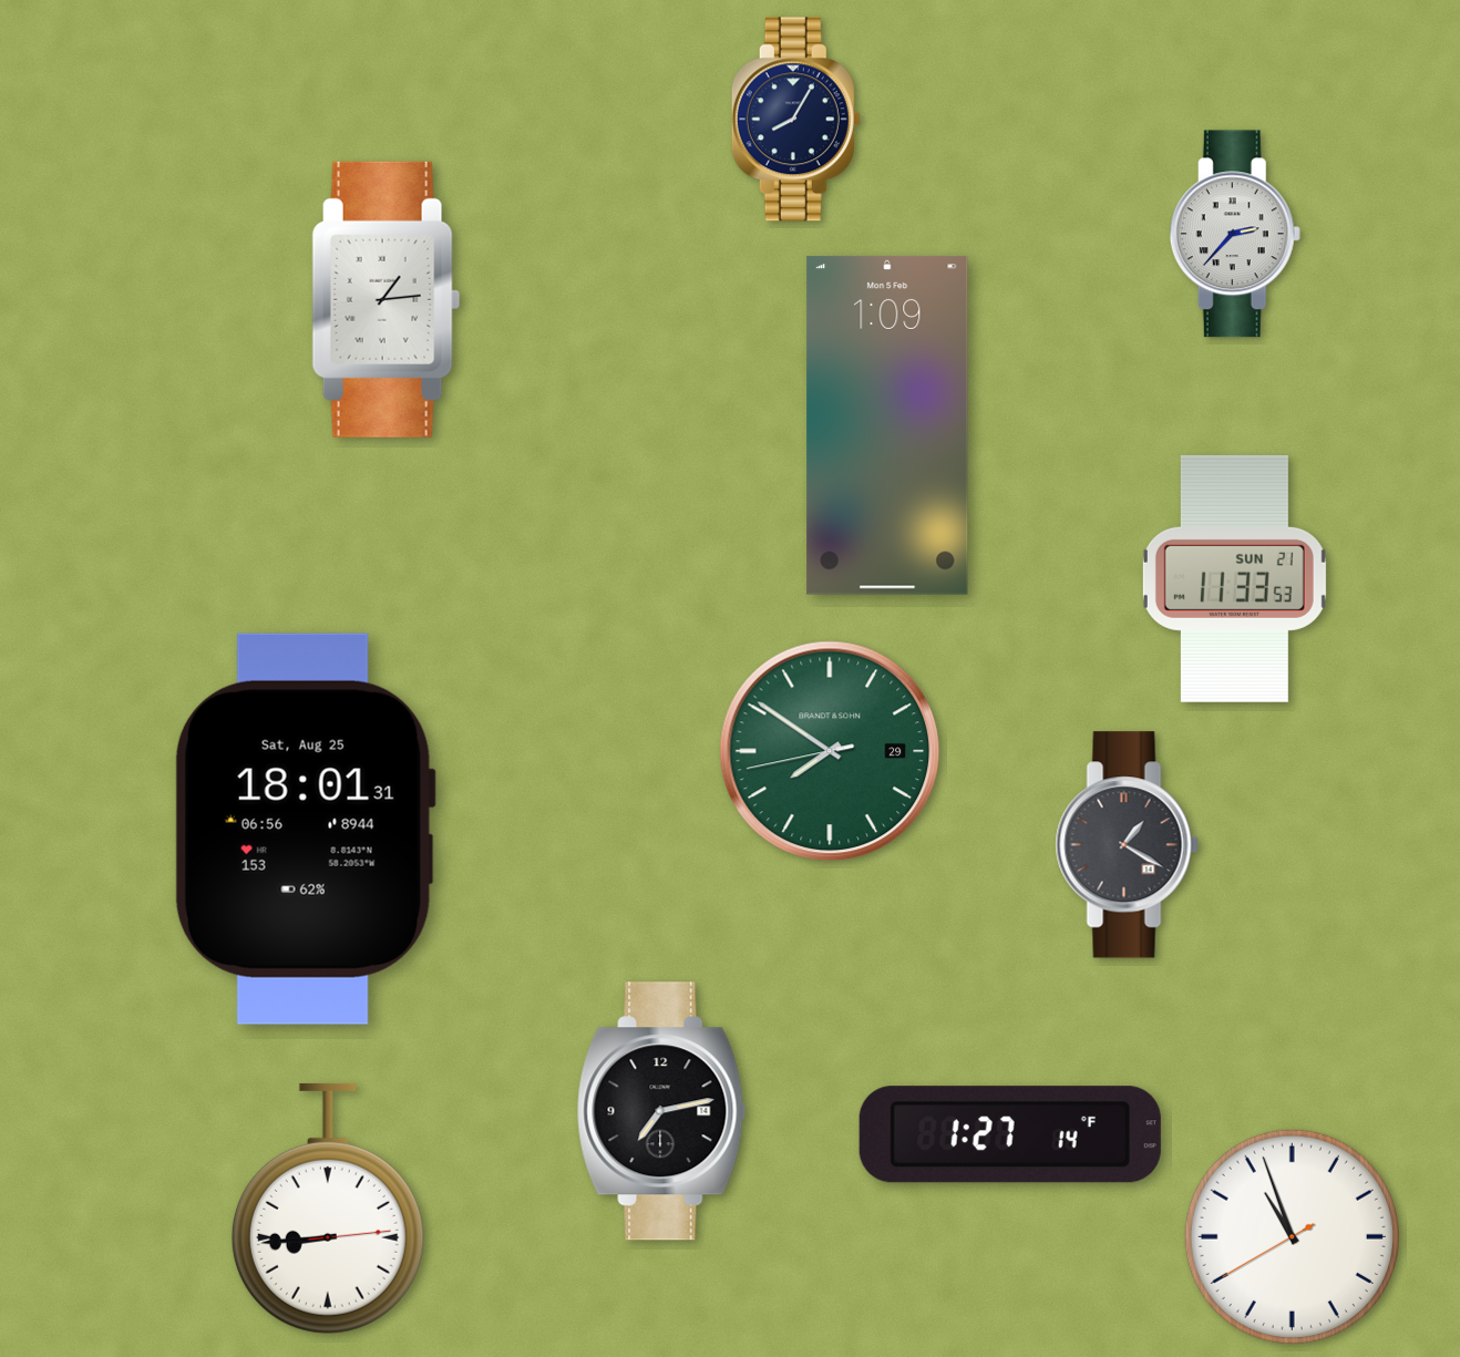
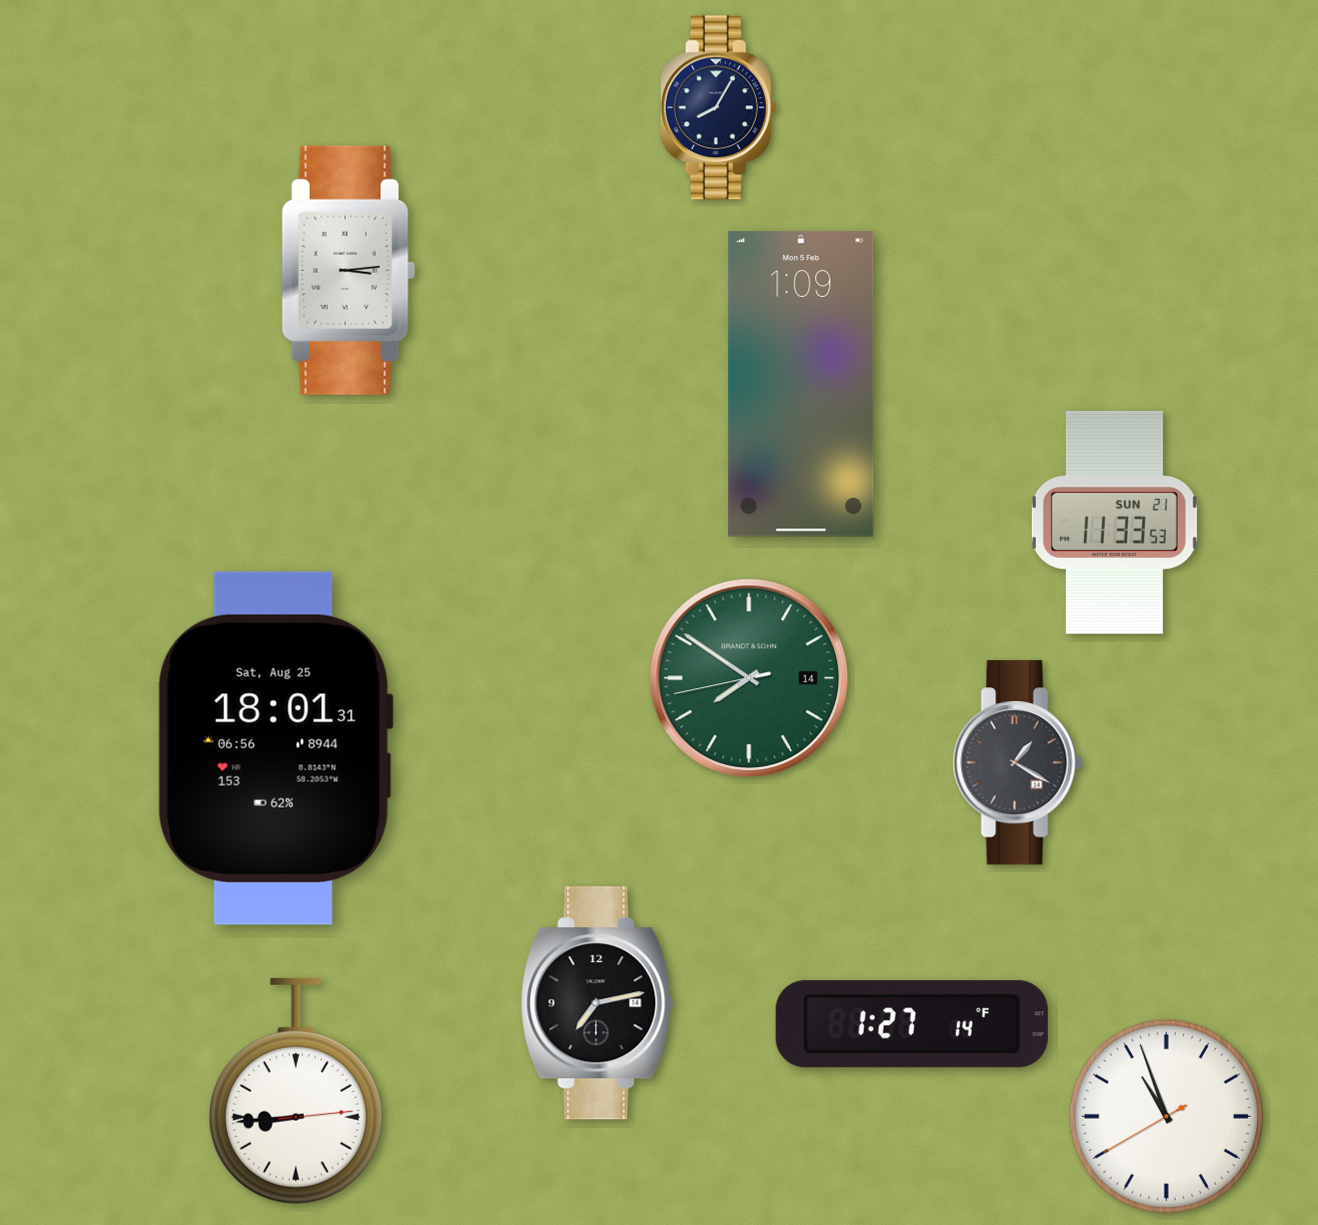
clock at (1235, 234): 2:37 -> none
clock at (387, 299): 1:14 -> 3:14
clock at (830, 751) date: 29 -> 14
